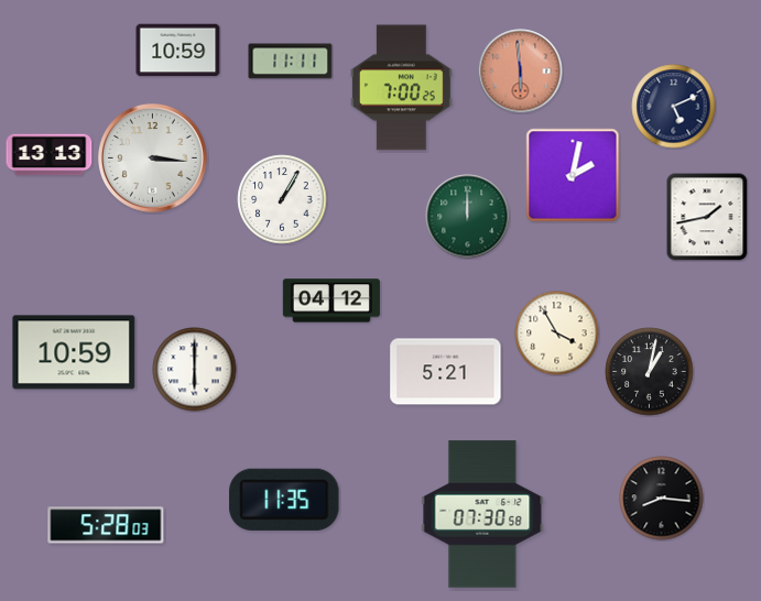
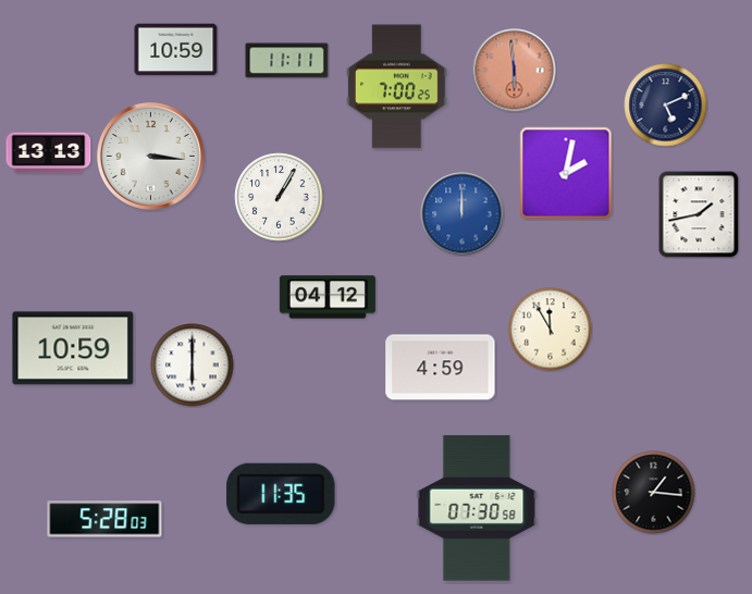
clock at (468, 217) dial: green -> blue
clock at (557, 334): 3:55 -> 11:55
clock at (446, 372): 5:21 -> 4:59
clock at (650, 372): 1:02 -> none
clock at (662, 499): 8:16 -> 1:16
